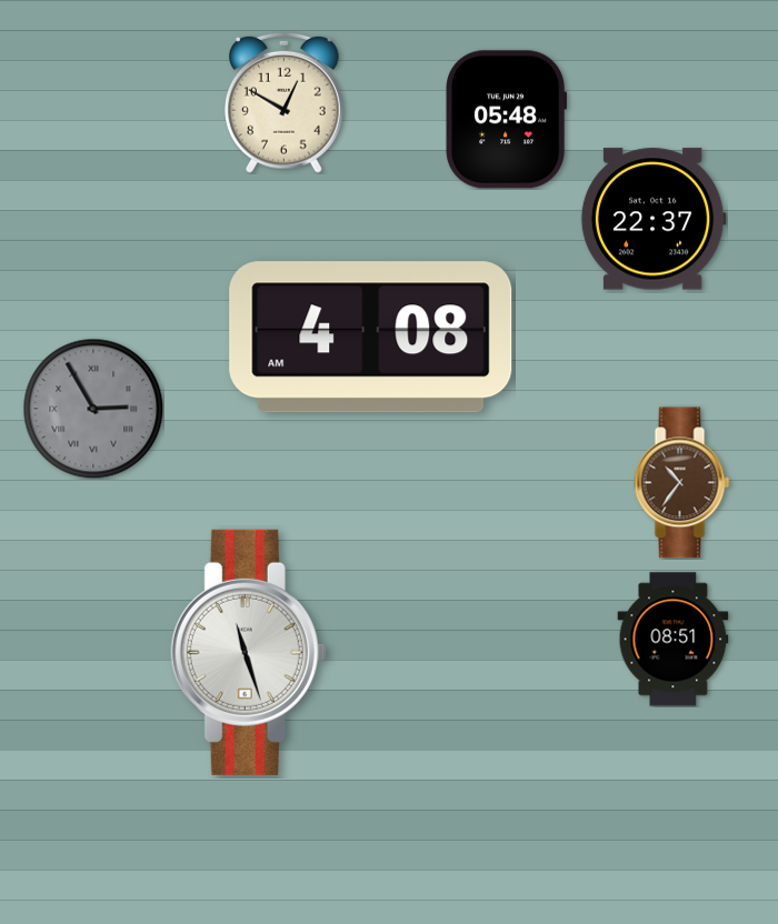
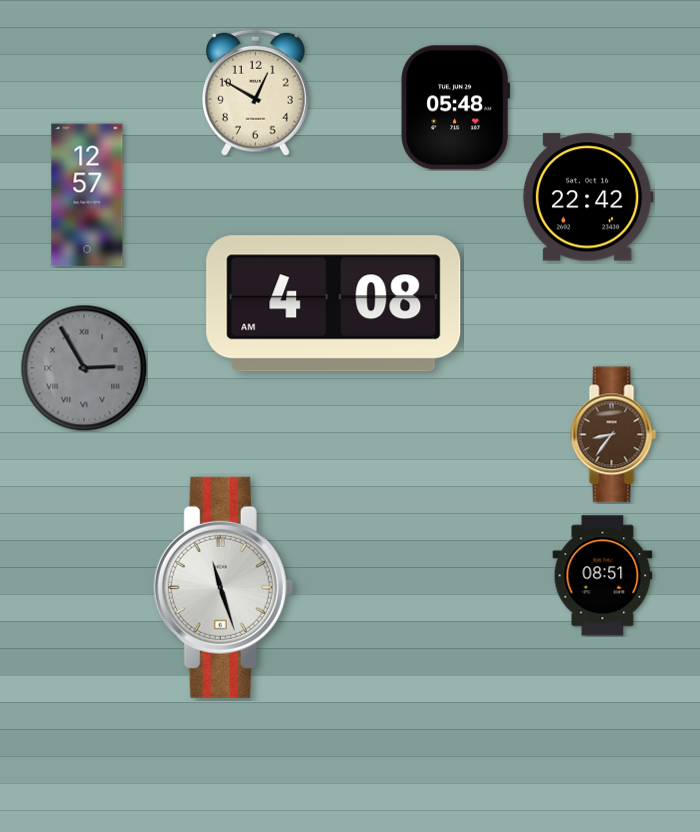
clock at (87, 195): none -> 12:57
clock at (654, 219): 22:37 -> 22:42
clock at (682, 483): 10:36 -> 8:36
clock at (674, 640) position: (674, 640) -> (603, 576)
